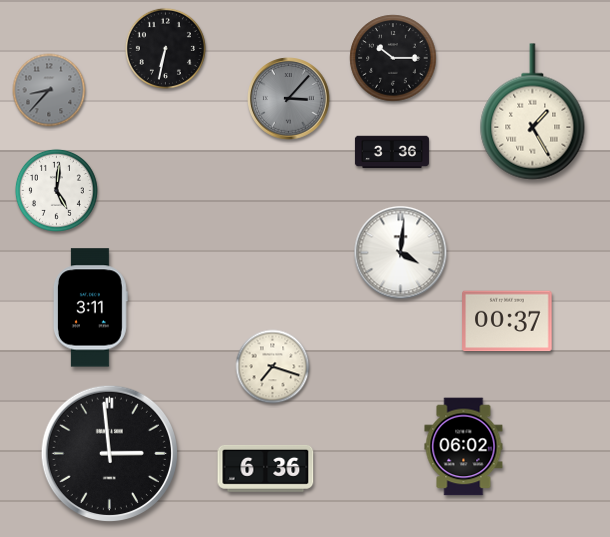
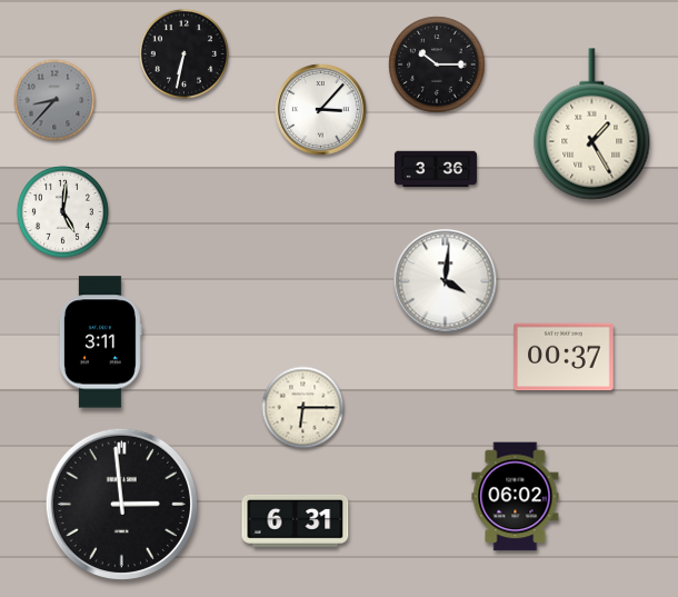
clock at (289, 99) dial: grey -> white
clock at (273, 367): 7:18 -> 6:15
clock at (266, 468): 6:36 -> 6:31
